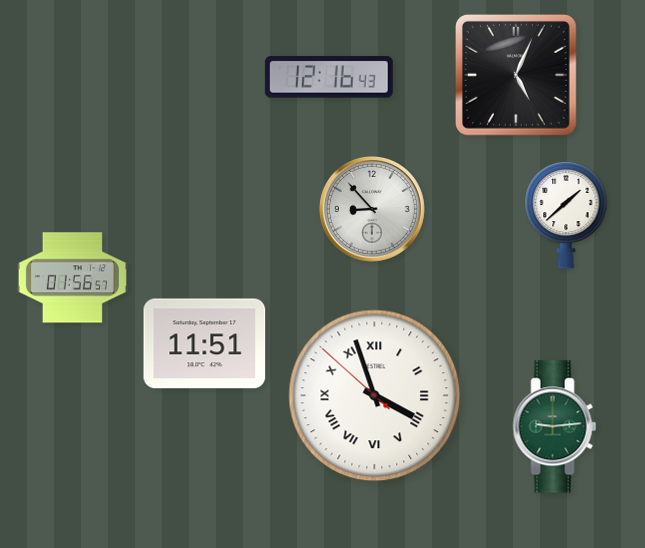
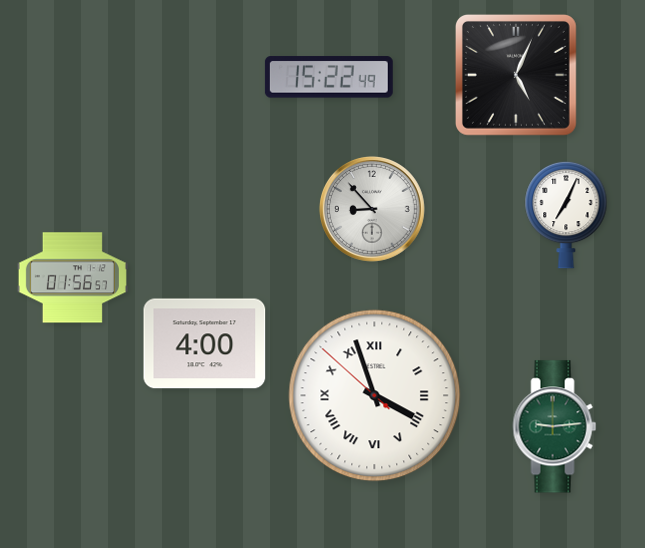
clock at (329, 77): 12:16 -> 15:22
clock at (566, 215): 1:38 -> 7:04
clock at (205, 344): 11:51 -> 4:00
